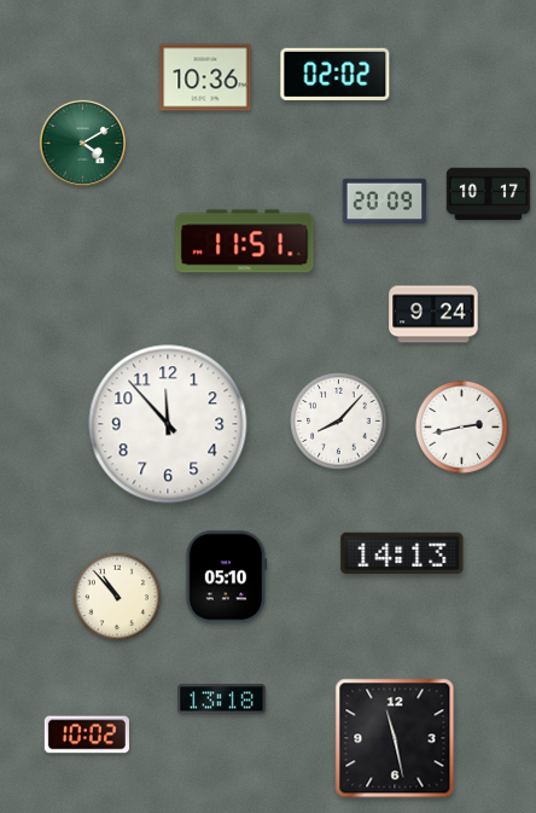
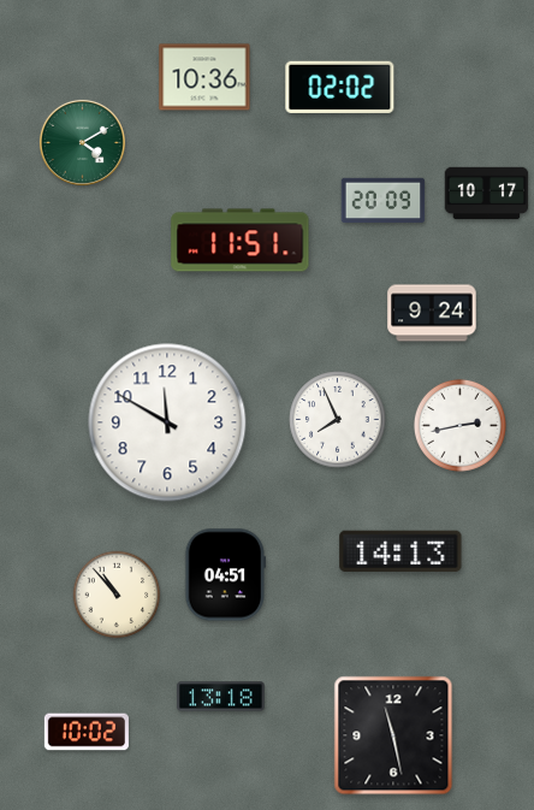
clock at (336, 74) position: (336, 74) -> (340, 87)
clock at (245, 242) position: (245, 242) -> (241, 241)
clock at (339, 422): 8:07 -> 7:56
clock at (168, 424): 11:53 -> 11:50
clock at (227, 577): 05:10 -> 04:51
